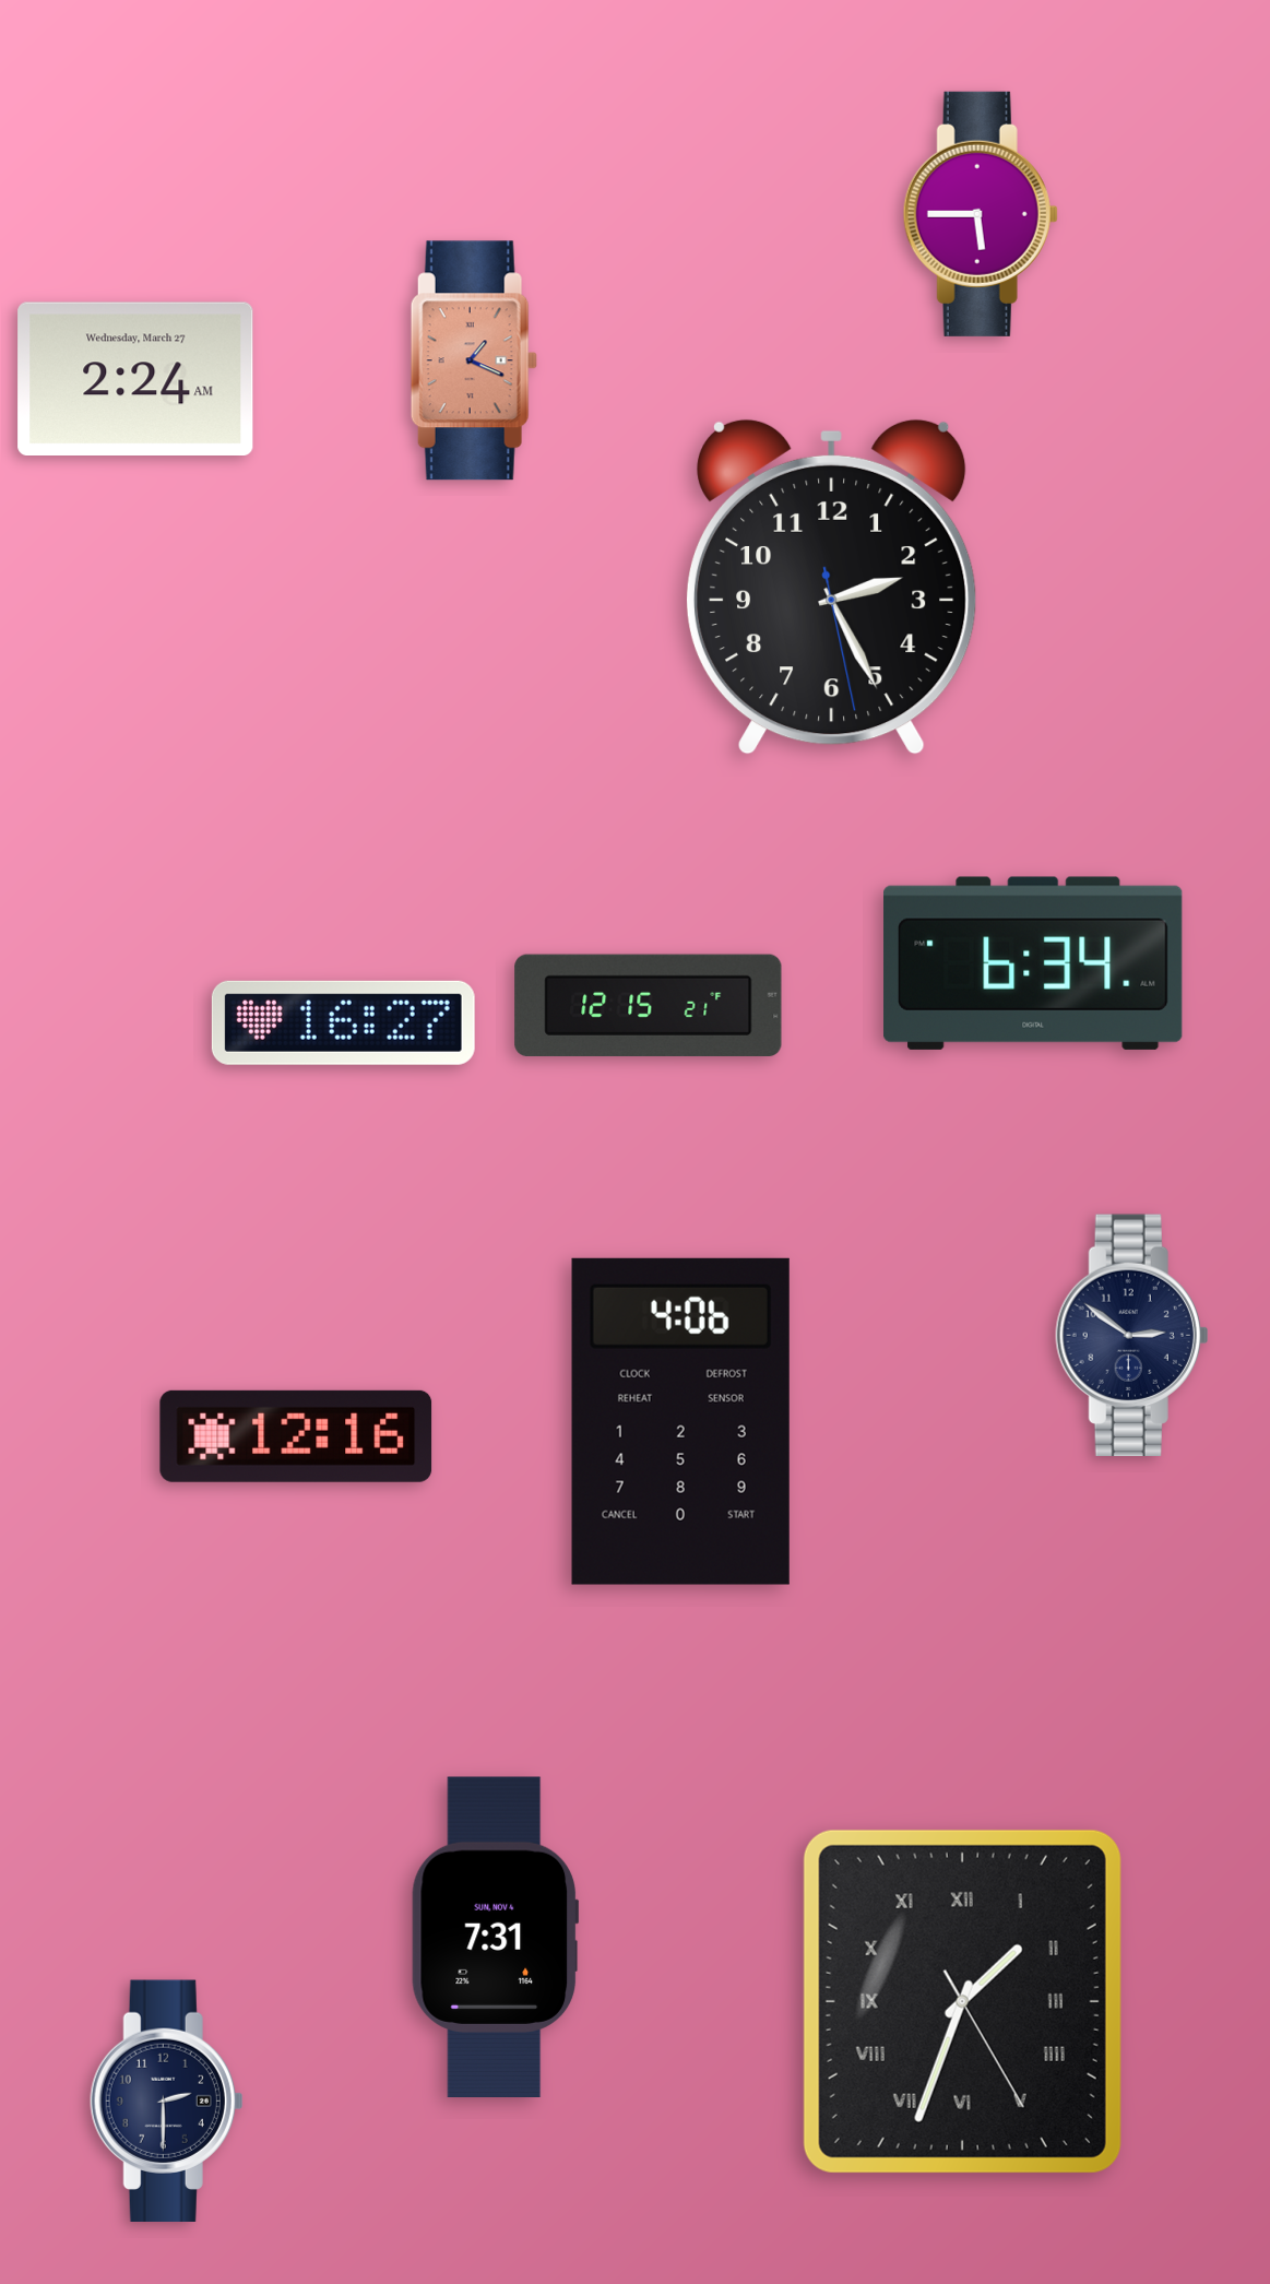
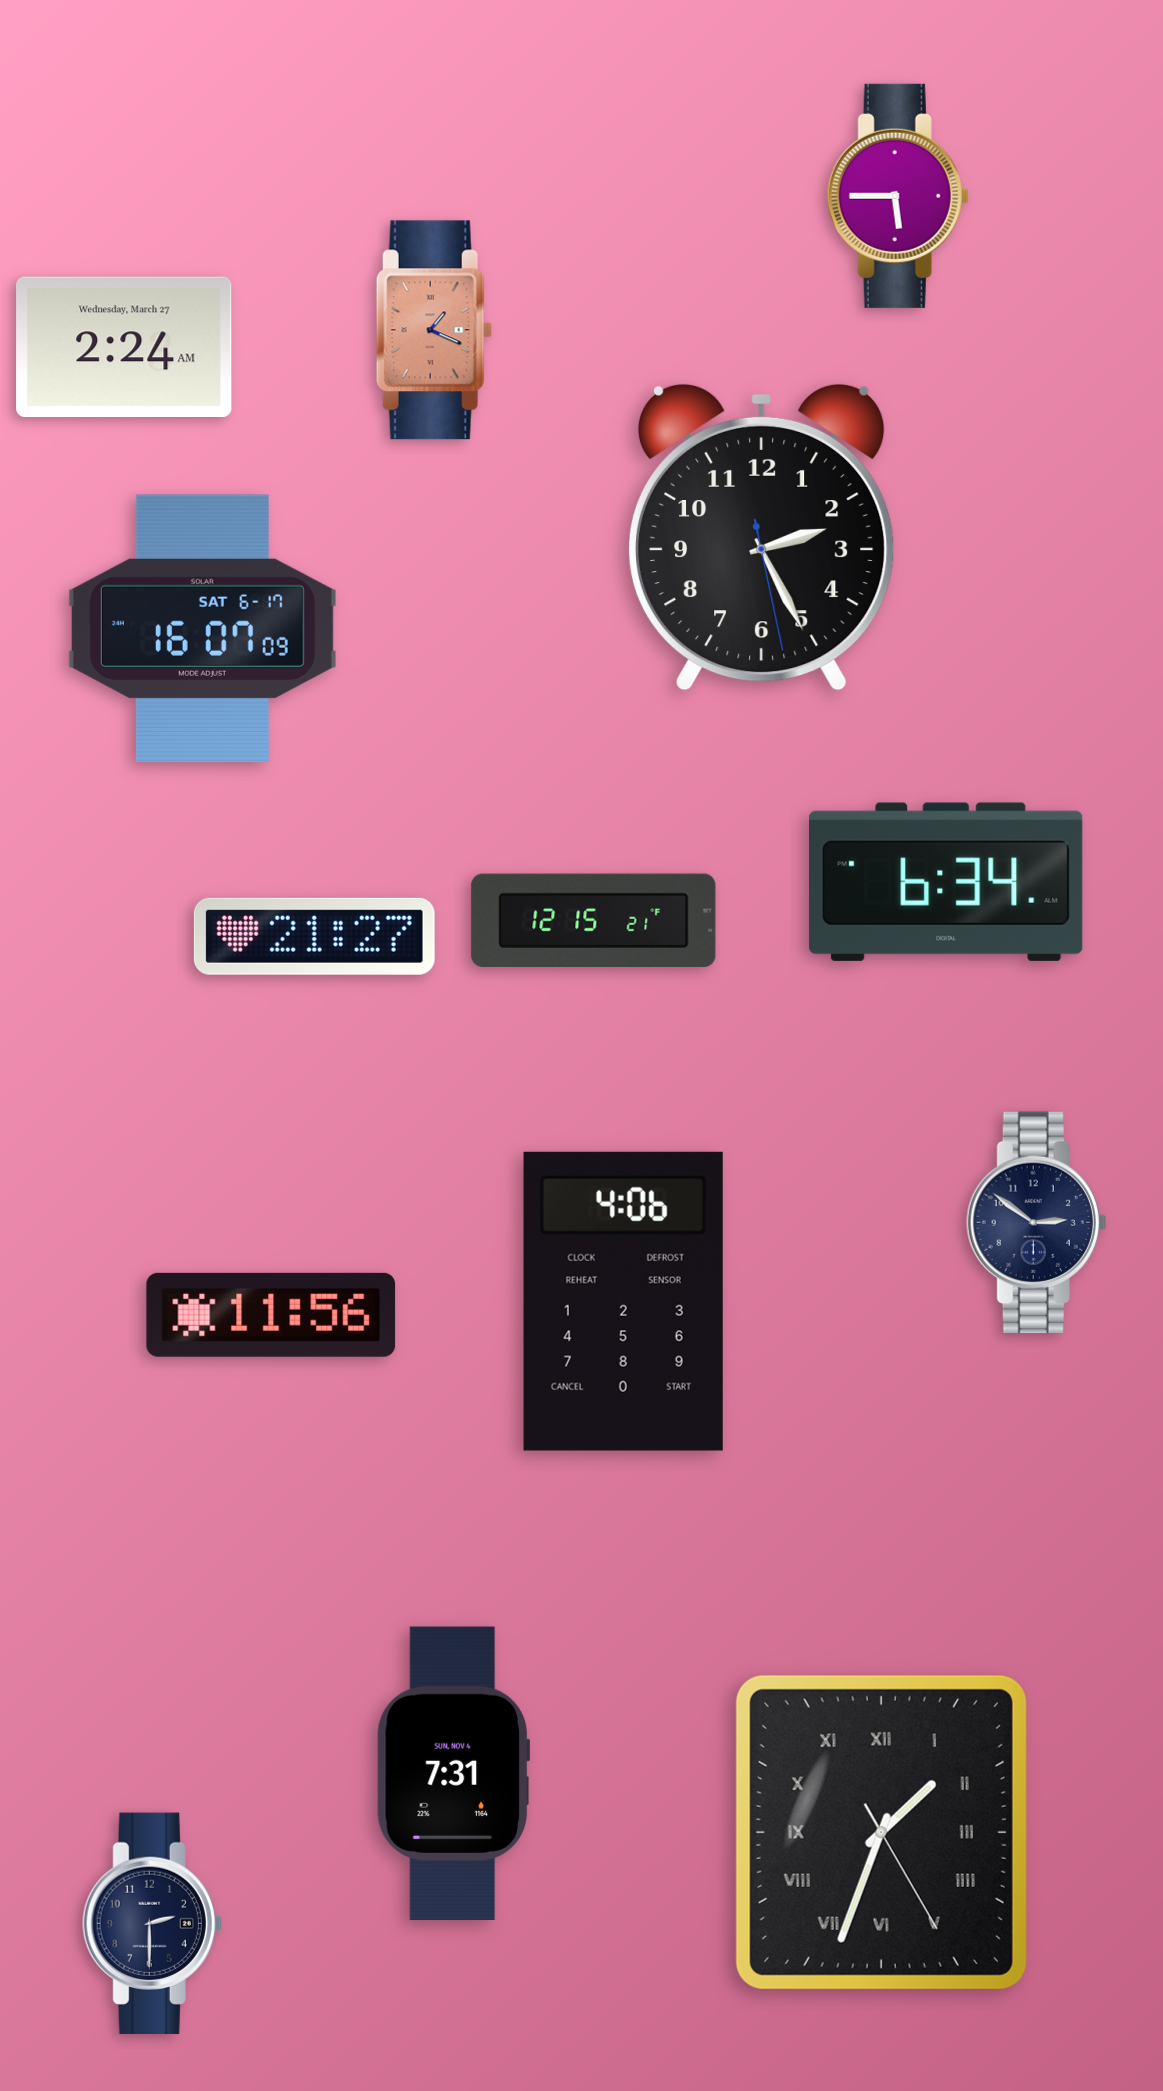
clock at (202, 628): none -> 16:07
clock at (343, 1022): 16:27 -> 21:27
clock at (296, 1436): 12:16 -> 11:56
